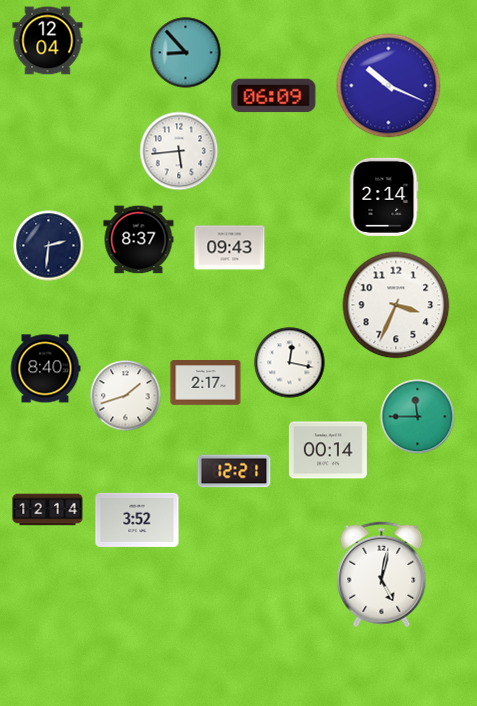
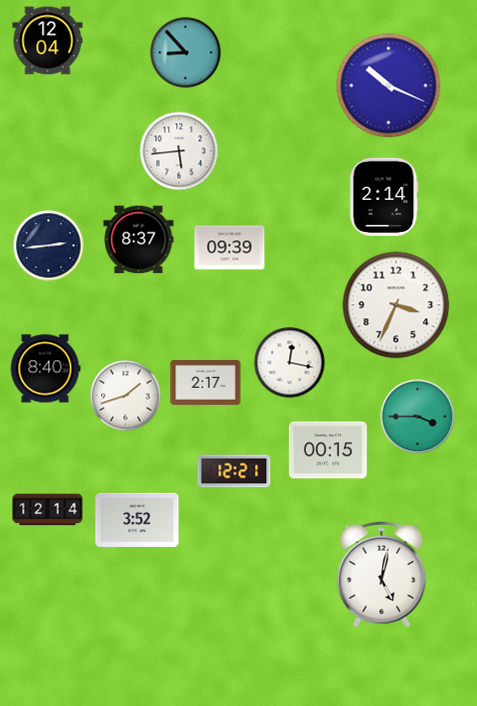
clock at (274, 96): 06:09 -> none
clock at (49, 246): 2:31 -> 2:44
clock at (230, 248): 09:43 -> 09:39
clock at (418, 417): 11:45 -> 3:45
clock at (328, 450): 00:14 -> 00:15
